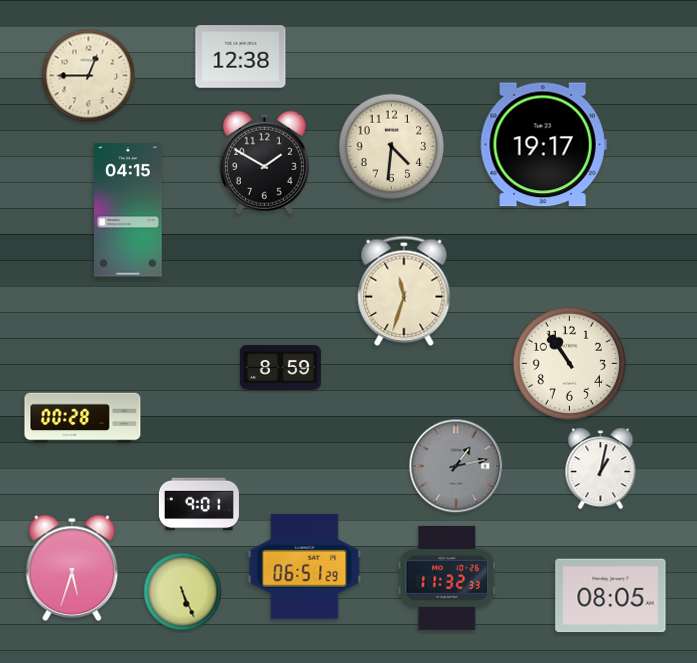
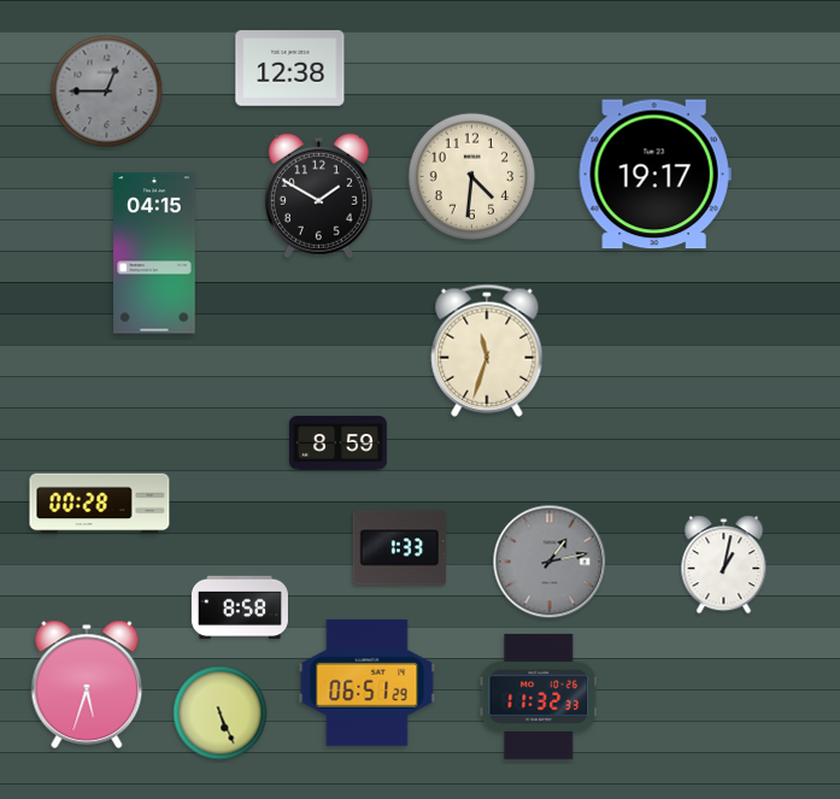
clock at (89, 76) dial: cream -> grey
clock at (569, 363): 10:54 -> none
clock at (399, 548): none -> 1:33
clock at (199, 504): 9:01 -> 8:58
clock at (611, 596): 08:05 -> none
